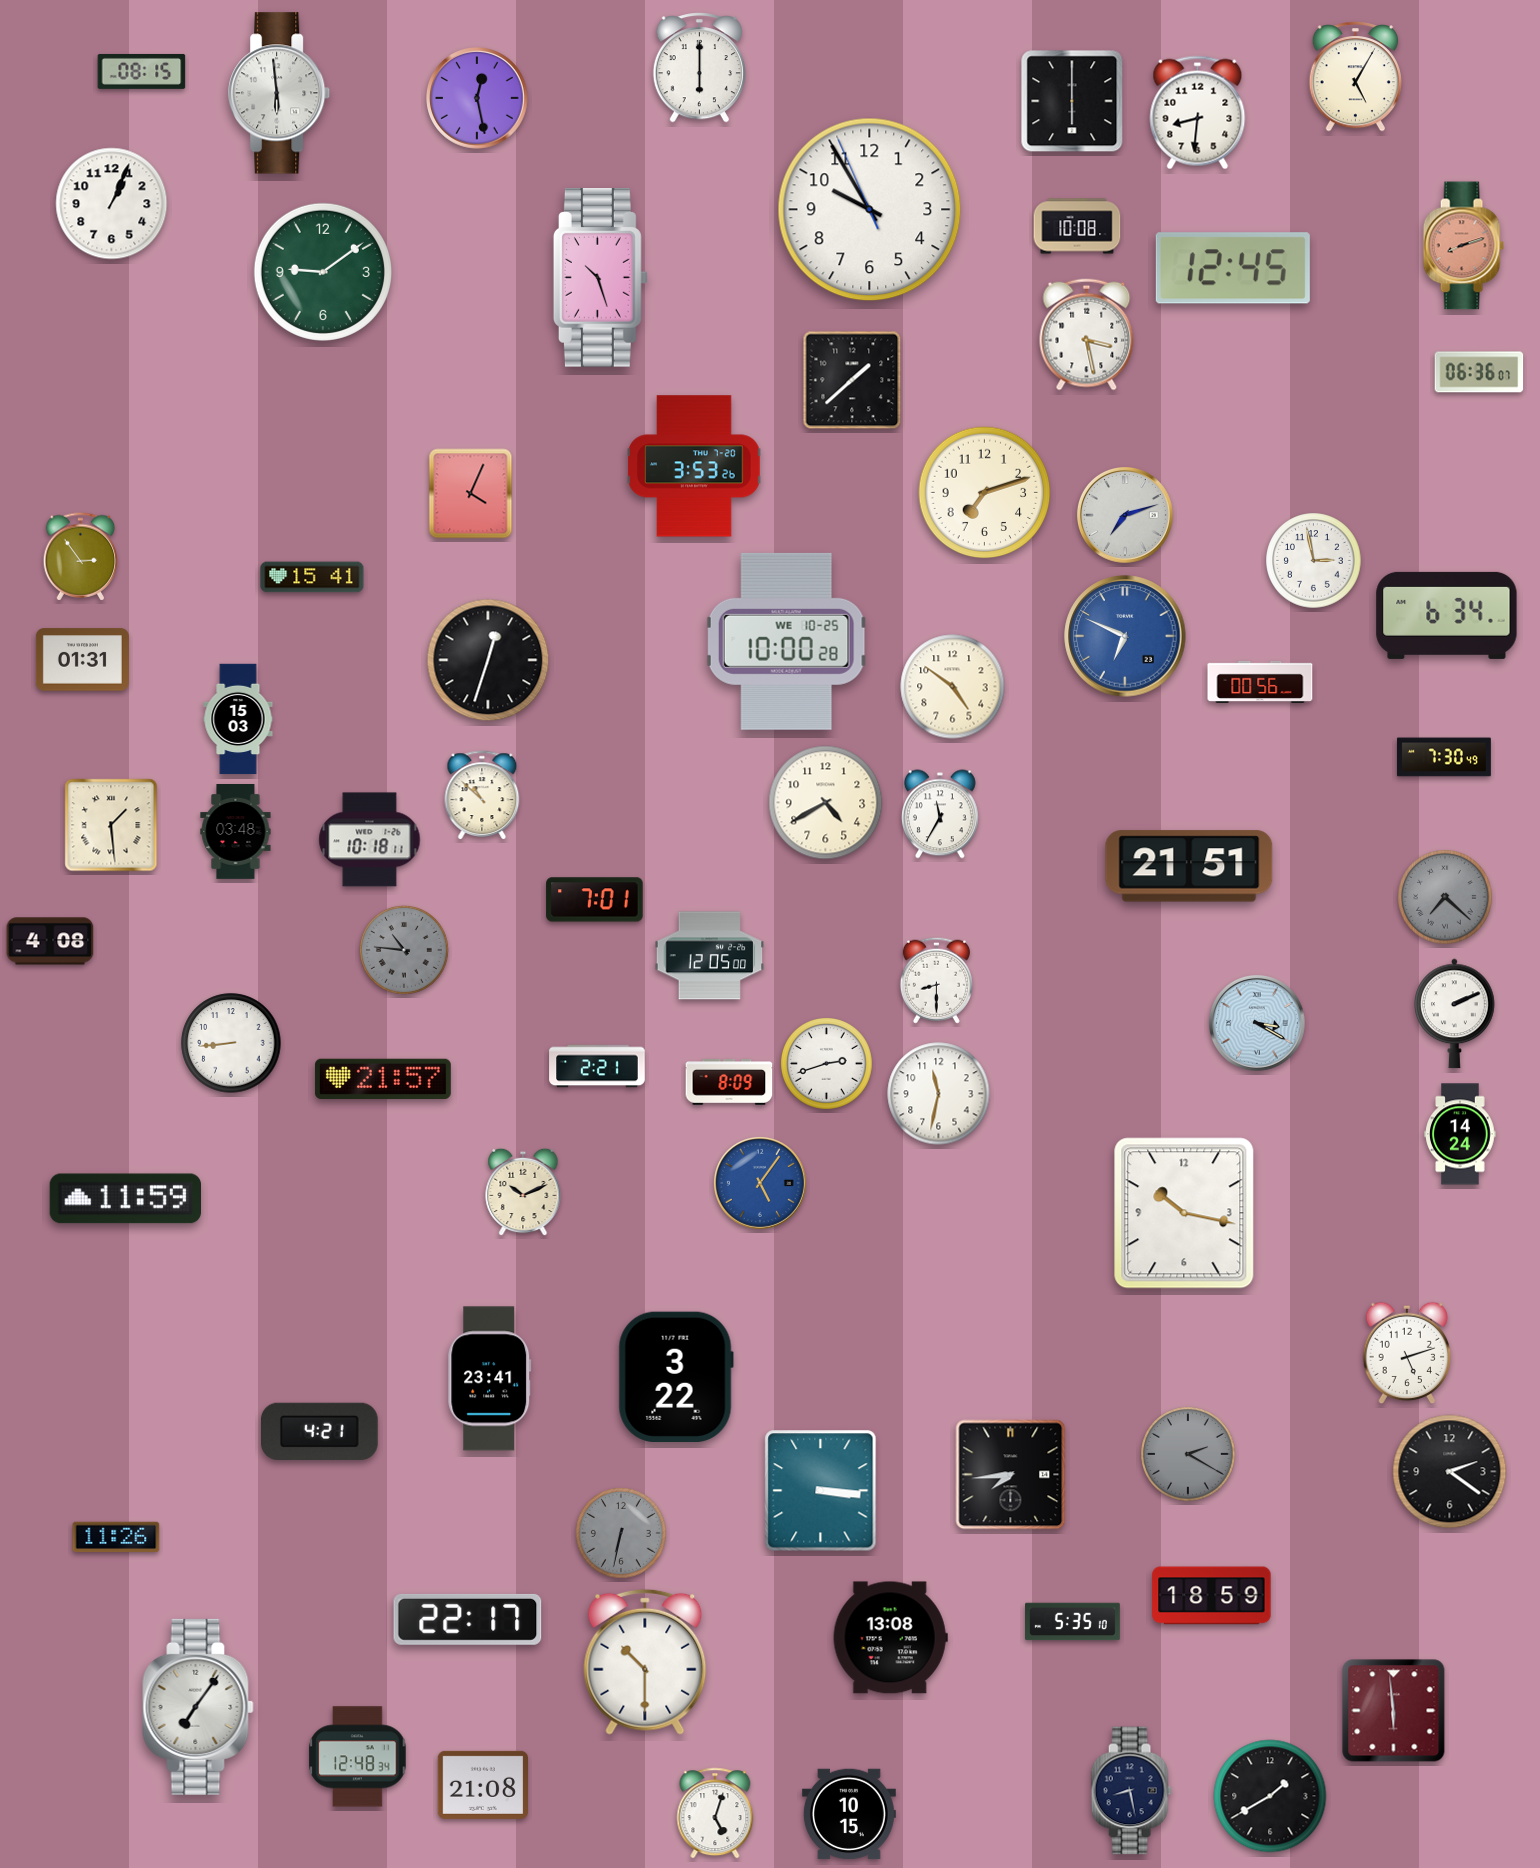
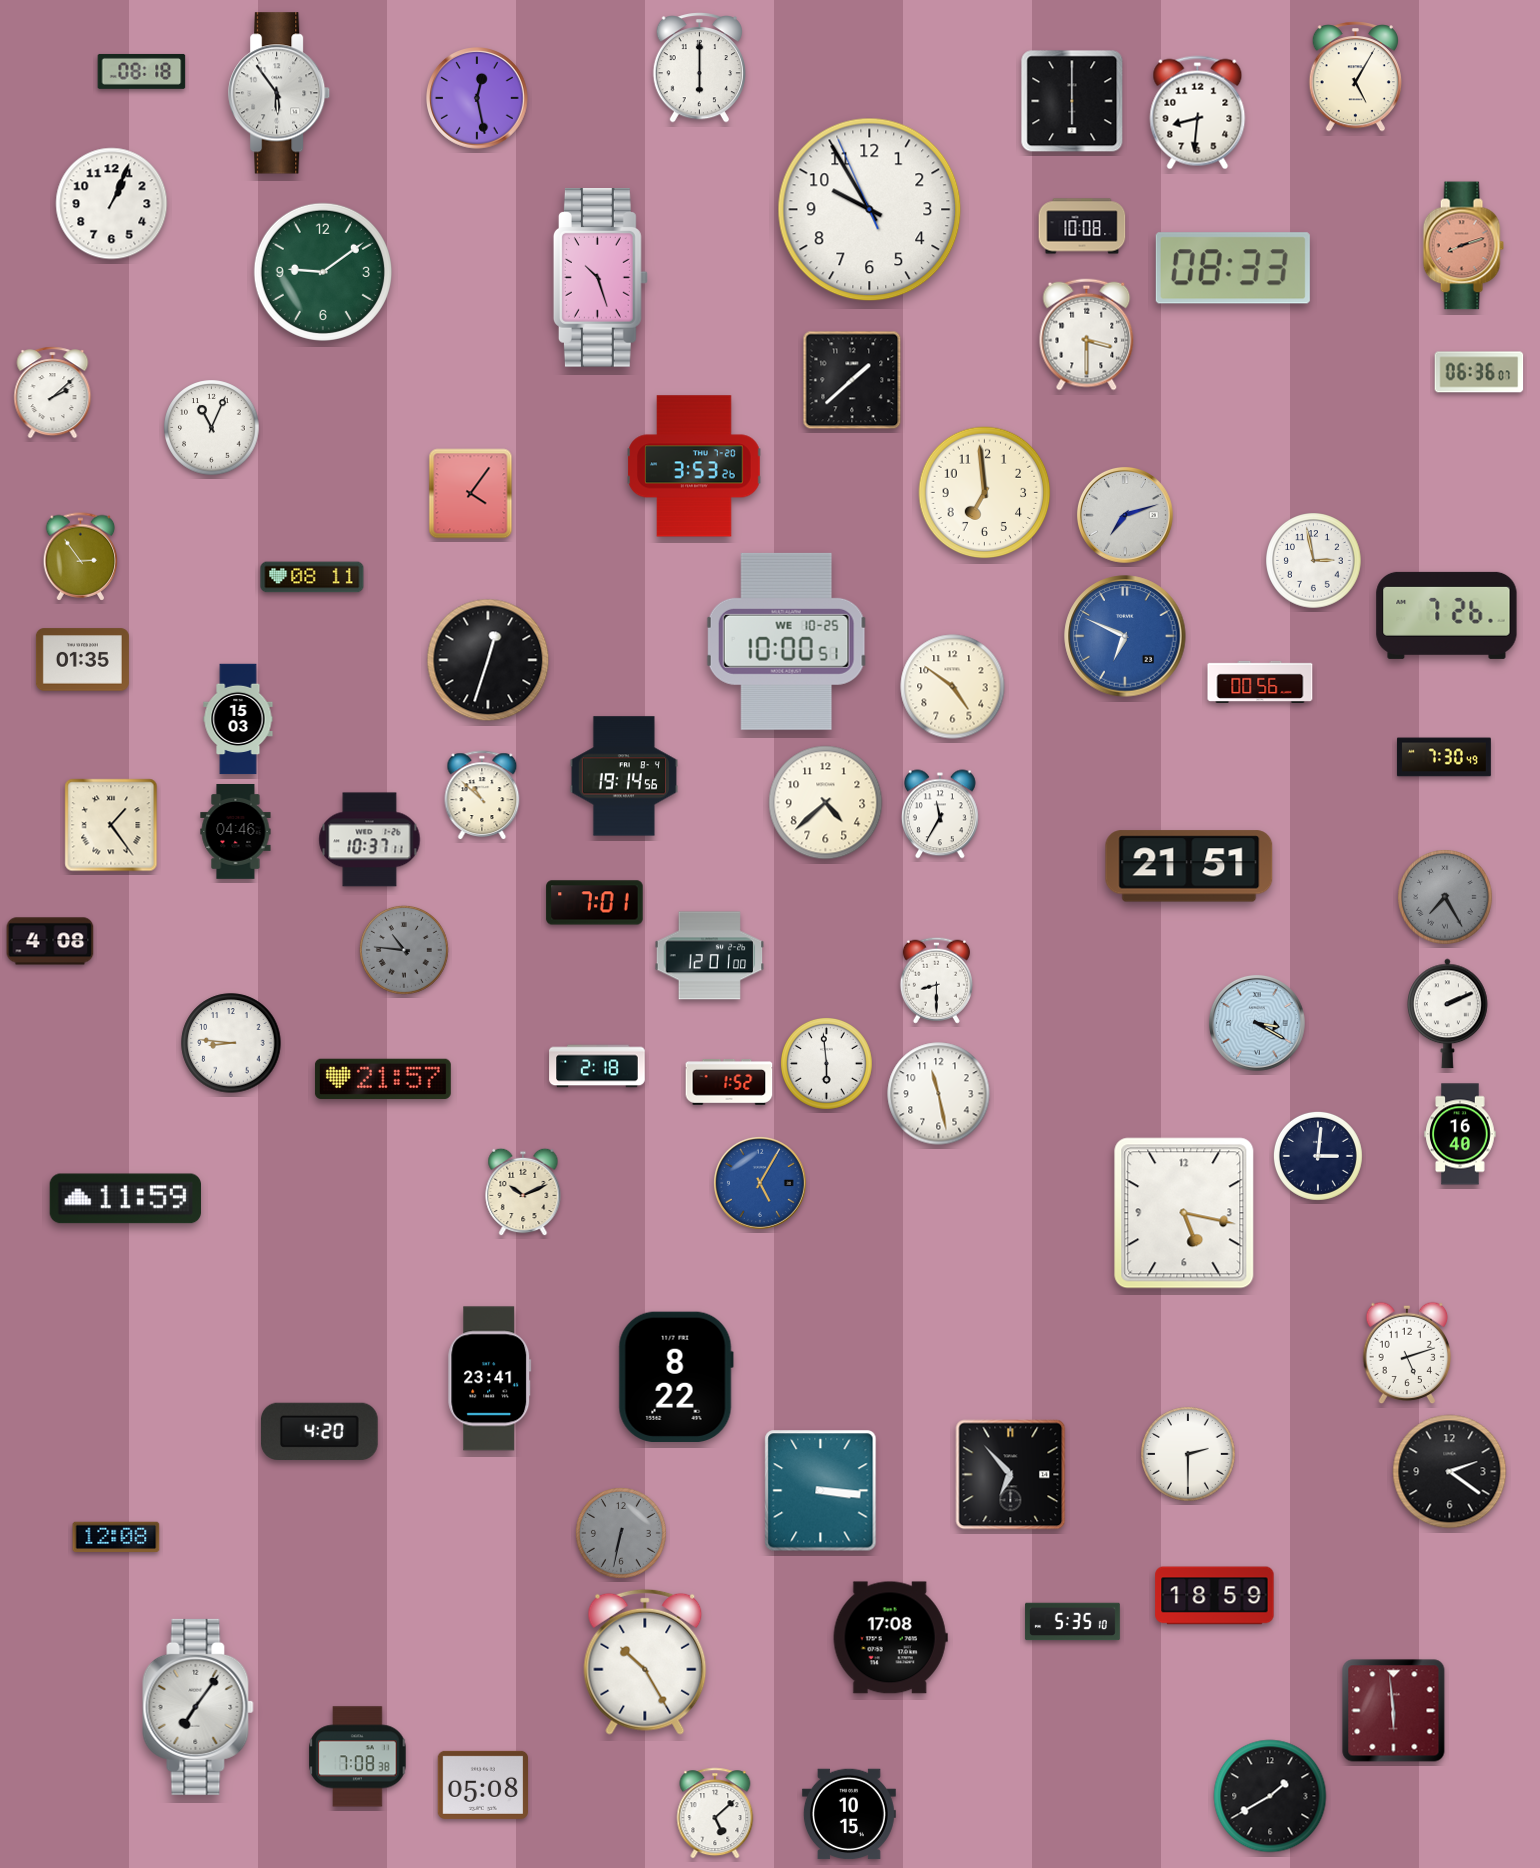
clock at (142, 71): 08:15 -> 08:18
clock at (280, 93): 5:59 -> 5:54
clock at (1077, 226) position: (1077, 226) -> (1082, 226)
clock at (1233, 268): 12:45 -> 08:33
clock at (1087, 335): 3:28 -> 3:30
clock at (53, 393): none -> 2:08
clock at (212, 428): none -> 11:04
clock at (985, 493): 7:12 -> 6:59
clock at (471, 494): 4:04 -> 4:06
clock at (312, 577): 15:41 -> 08:11
clock at (1447, 615): 6:34 -> 7:26
clock at (786, 641): 10:00:28 -> 10:00:51
clock at (82, 660): 01:31 -> 01:35
clock at (624, 776): none -> 19:14
clock at (826, 803): 4:40 -> 4:38
clock at (111, 825): 1:29 -> 1:24
clock at (236, 832): 03:48 -> 04:46
clock at (370, 840): 10:18 -> 10:37
clock at (1445, 897): 7:22 -> 7:25
clock at (595, 900) position: (595, 900) -> (595, 903)
clock at (710, 956): 12:05 -> 12:01
clock at (1455, 1014) position: (1455, 1014) -> (1448, 1014)
clock at (231, 1043): 8:44 -> 8:46
clock at (827, 1064): 2:42 -> 5:59
clock at (597, 1066): 2:21 -> 2:18
clock at (729, 1083): 8:09 -> 1:52
clock at (939, 1094): 11:32 -> 11:28
clock at (1460, 1134): 14:24 -> 16:40
clock at (1318, 1156): none -> 3:01
clock at (760, 1183): 5:06 -> 5:05
clock at (1184, 1213): 10:17 -> 5:17
clock at (676, 1376): 3:22 -> 8:22
clock at (320, 1431): 4:21 -> 4:20
clock at (1188, 1454): 2:20 -> 2:30
clock at (1188, 1454) dial: grey -> white
clock at (1011, 1475): 7:44 -> 6:53
clock at (116, 1537): 11:26 -> 12:08
clock at (1212, 1596) position: (1212, 1596) -> (1215, 1596)
clock at (468, 1619): 22:17 -> none
clock at (890, 1638): 13:08 -> 17:08
clock at (645, 1662): 10:30 -> 10:25
clock at (358, 1757): 12:48 -> 7:08
clock at (482, 1785): 21:08 -> 05:08
clock at (1131, 1791): 8:28 -> none
clock at (715, 1813): 5:03 -> 5:08
